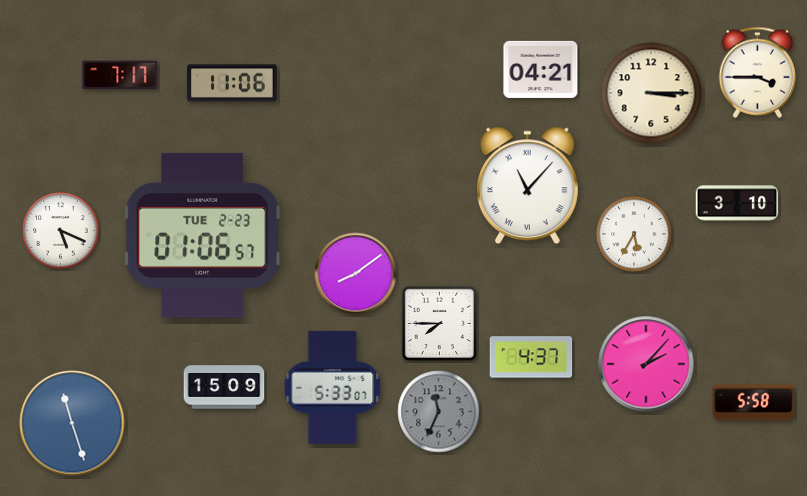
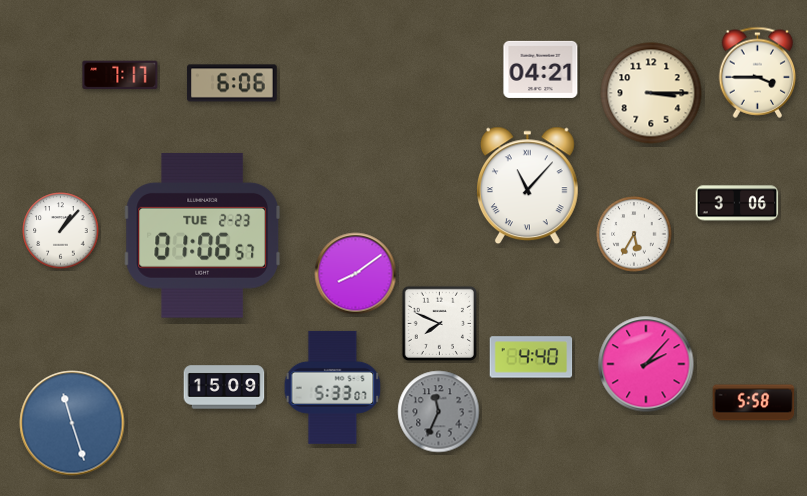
clock at (232, 83): 11:06 -> 6:06
clock at (737, 203): 3:10 -> 3:06
clock at (61, 231): 5:19 -> 1:07
clock at (439, 323): 7:45 -> 7:49
clock at (531, 357): 4:37 -> 4:40
